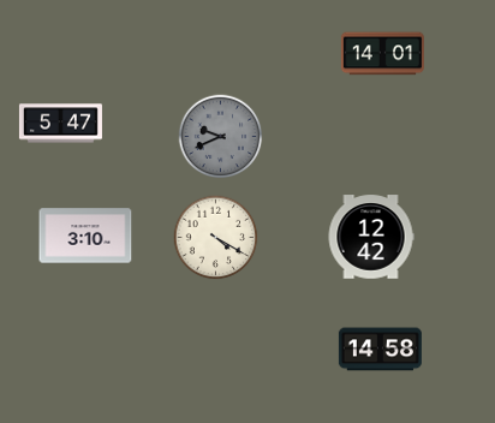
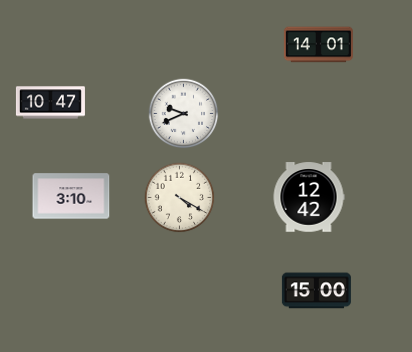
clock at (60, 124): 5:47 -> 10:47
clock at (221, 137) dial: grey -> white
clock at (380, 350): 14:58 -> 15:00
